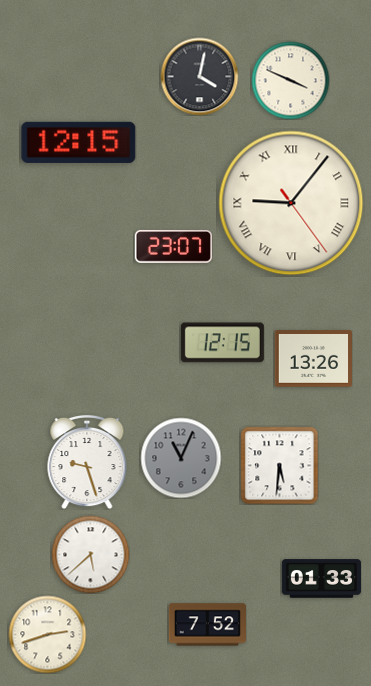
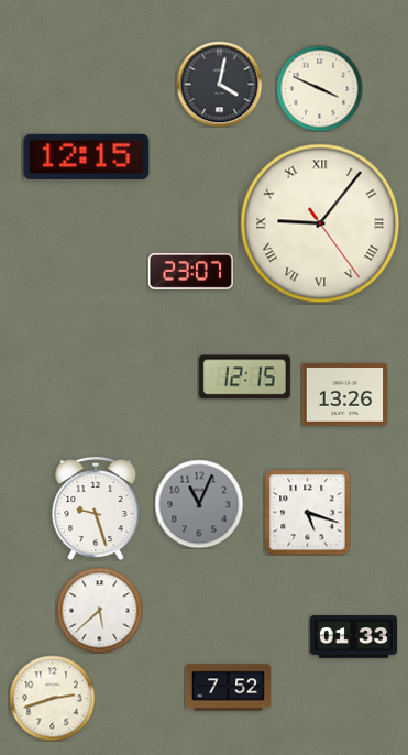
clock at (279, 465): 5:31 -> 5:18
